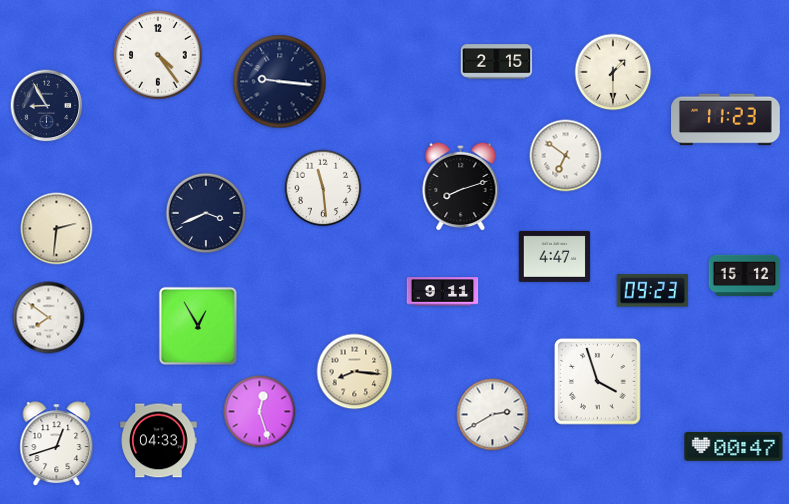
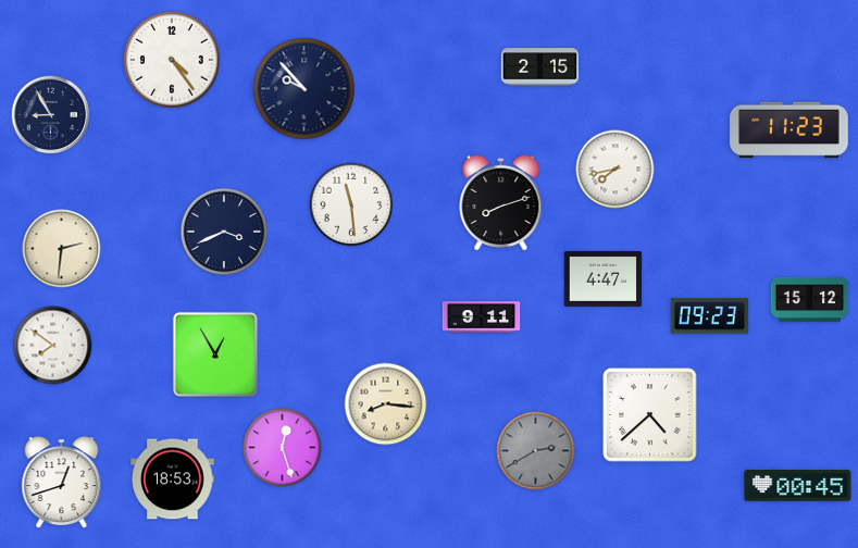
clock at (613, 72): 1:30 -> none
clock at (280, 82): 9:16 -> 9:53
clock at (566, 156): 6:51 -> 7:43
clock at (598, 382): 3:57 -> 4:38
clock at (493, 415) dial: white -> grey
clock at (159, 441): 04:33 -> 18:53
clock at (734, 447): 00:47 -> 00:45
